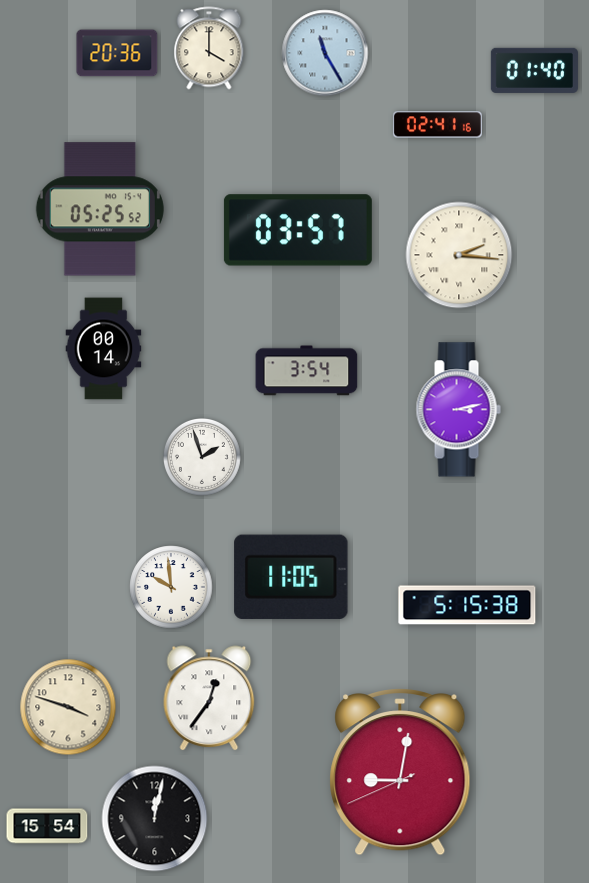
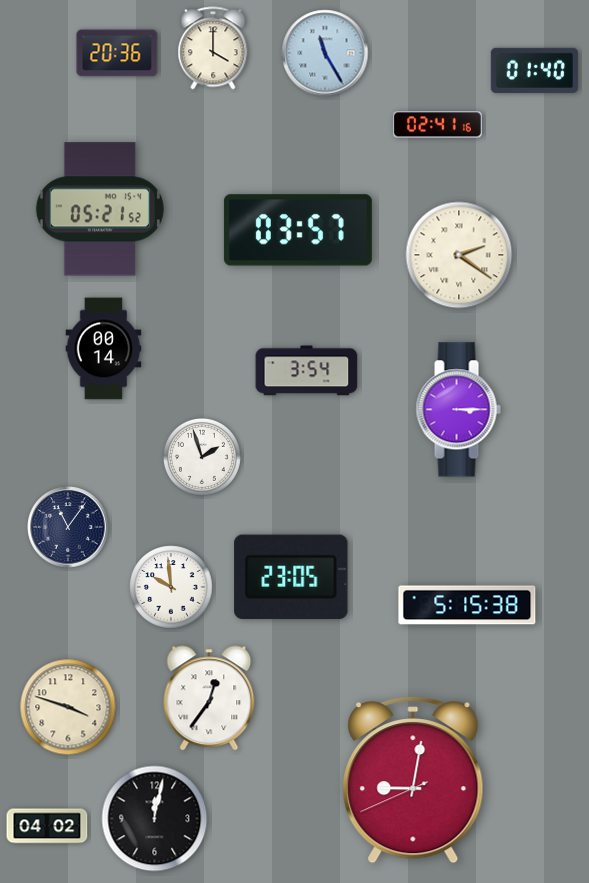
clock at (209, 48) position: (209, 48) -> (213, 48)
clock at (100, 209): 05:25 -> 05:21
clock at (459, 255): 2:16 -> 2:21
clock at (458, 410): 3:13 -> 3:15
clock at (68, 527): none -> 11:06
clock at (291, 576): 11:05 -> 23:05
clock at (400, 773) position: (400, 773) -> (413, 781)
clock at (47, 826): 15:54 -> 04:02
